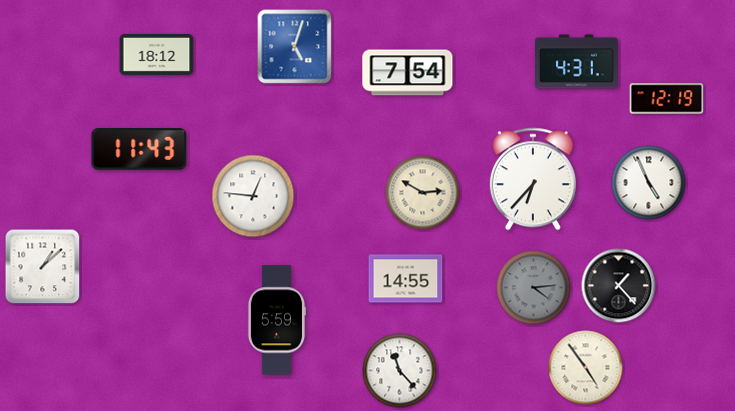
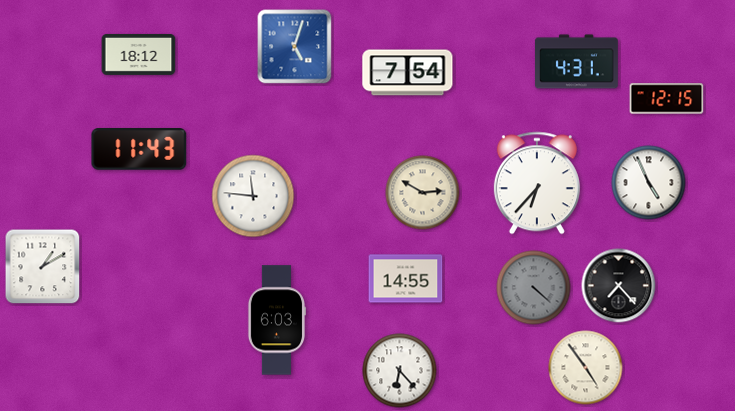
clock at (157, 54) position: (157, 54) -> (139, 54)
clock at (667, 99): 12:19 -> 12:15
clock at (533, 179) position: (533, 179) -> (537, 183)
clock at (253, 196): 12:46 -> 11:46
clock at (43, 267): 1:08 -> 1:10
clock at (619, 286): 1:23 -> 7:23
clock at (534, 288): 4:14 -> 4:22
clock at (277, 320): 5:59 -> 6:03
clock at (400, 371): 11:23 -> 6:23
